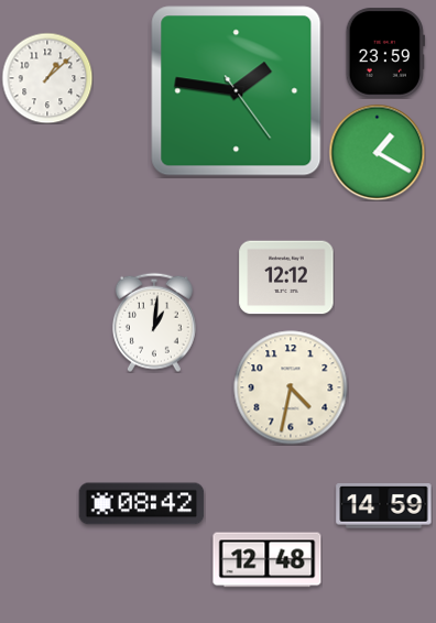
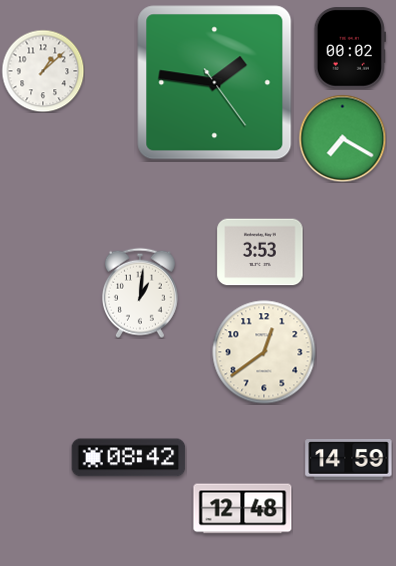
clock at (385, 53): 23:59 -> 00:02
clock at (377, 152): 1:20 -> 7:20
clock at (286, 277): 12:12 -> 3:53
clock at (291, 387): 4:32 -> 12:39
